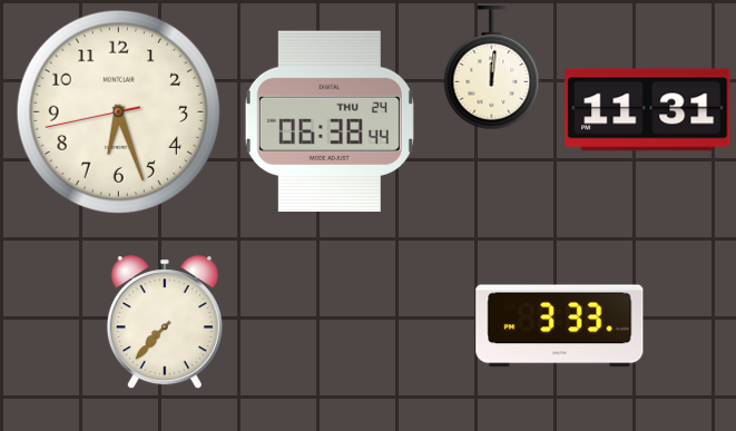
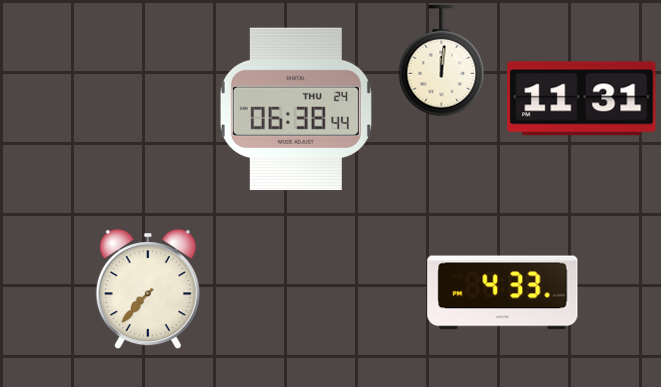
clock at (119, 112): 6:26 -> none
clock at (560, 326): 3:33 -> 4:33
